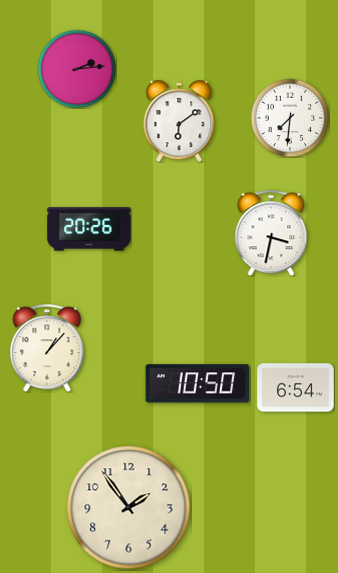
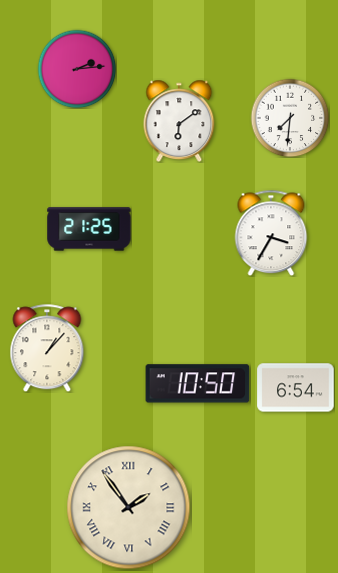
clock at (89, 229): 20:26 -> 21:25
clock at (271, 233): 3:32 -> 3:35
clock at (129, 508) numerals: Arabic -> Roman
